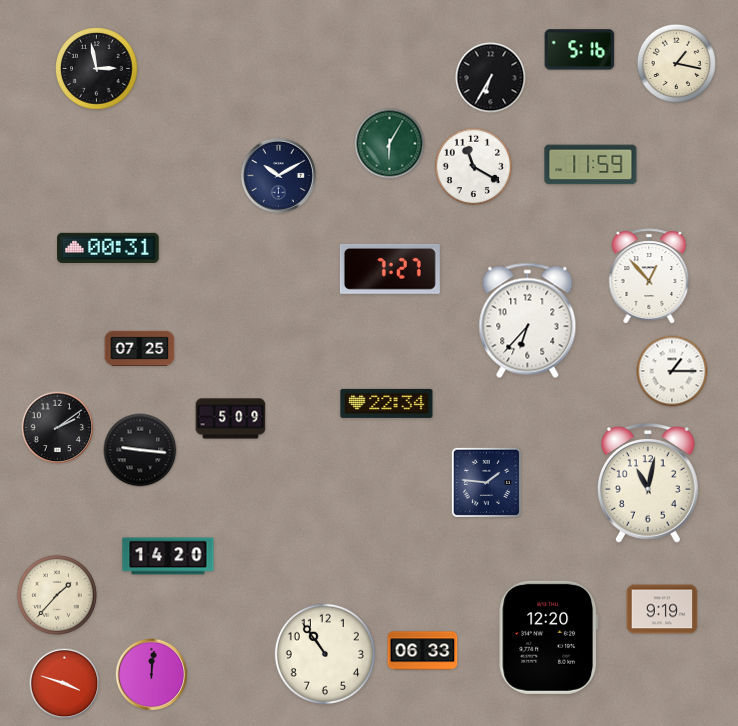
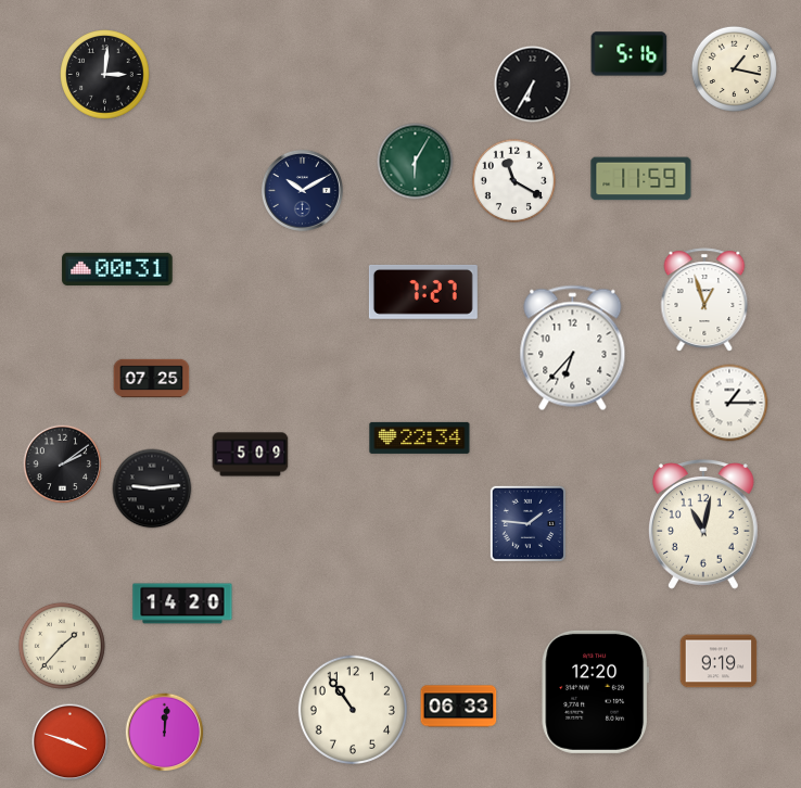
clock at (97, 69): 2:58 -> 3:01
clock at (390, 144) position: (390, 144) -> (416, 162)
clock at (649, 276): 12:53 -> 12:57
clock at (140, 450): 9:16 -> 9:14
